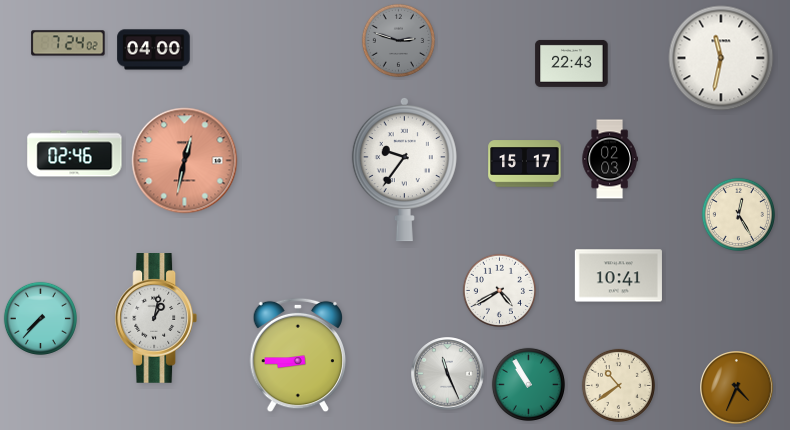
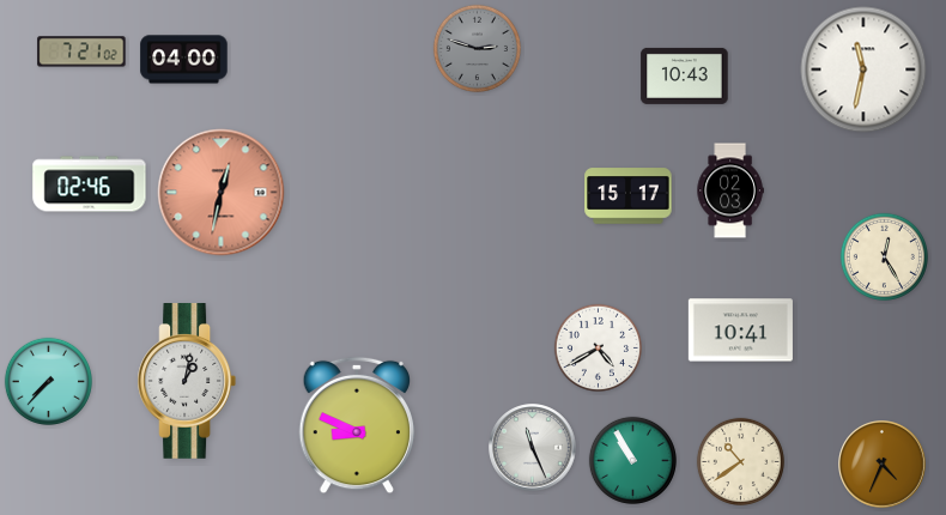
clock at (68, 43): 7:24 -> 7:21
clock at (572, 63): 22:43 -> 10:43
clock at (404, 169): 9:36 -> none
clock at (298, 355): 8:45 -> 8:49
clock at (448, 374) position: (448, 374) -> (533, 448)
